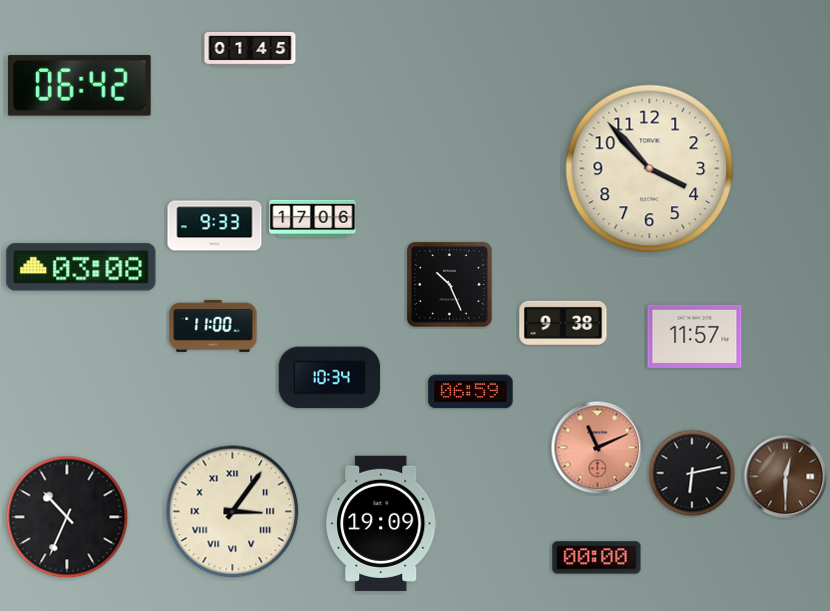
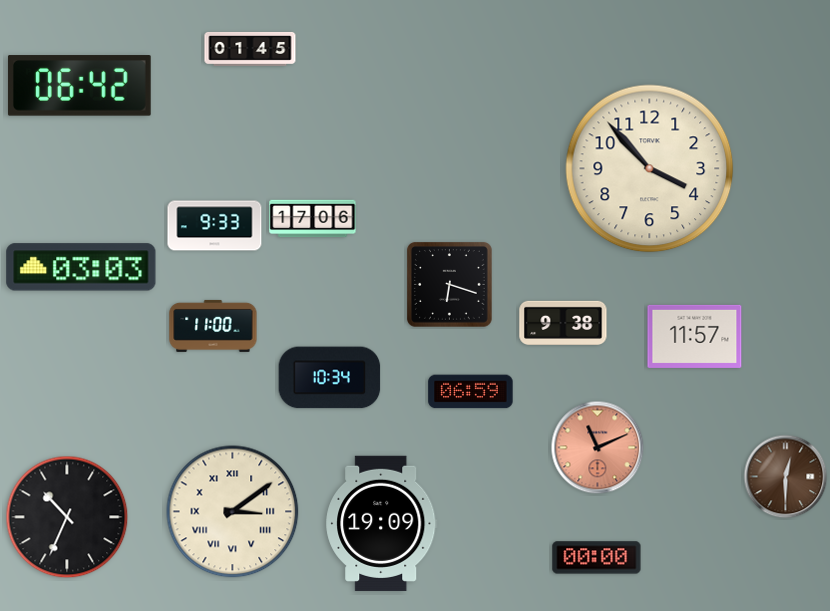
clock at (81, 267): 03:08 -> 03:03
clock at (450, 285): 10:26 -> 6:18
clock at (692, 473): 6:13 -> none
clock at (233, 512): 3:06 -> 3:09
